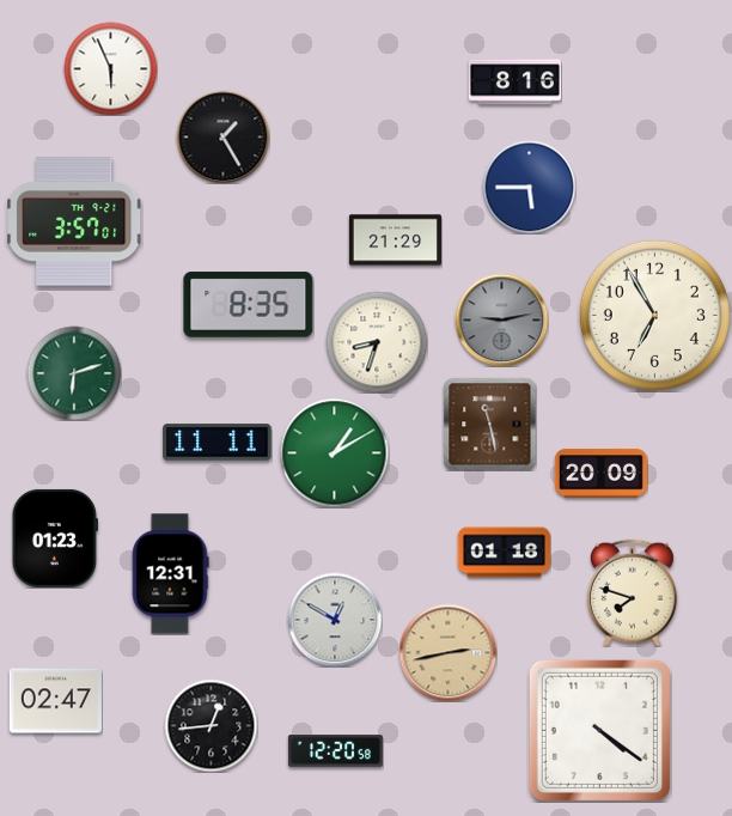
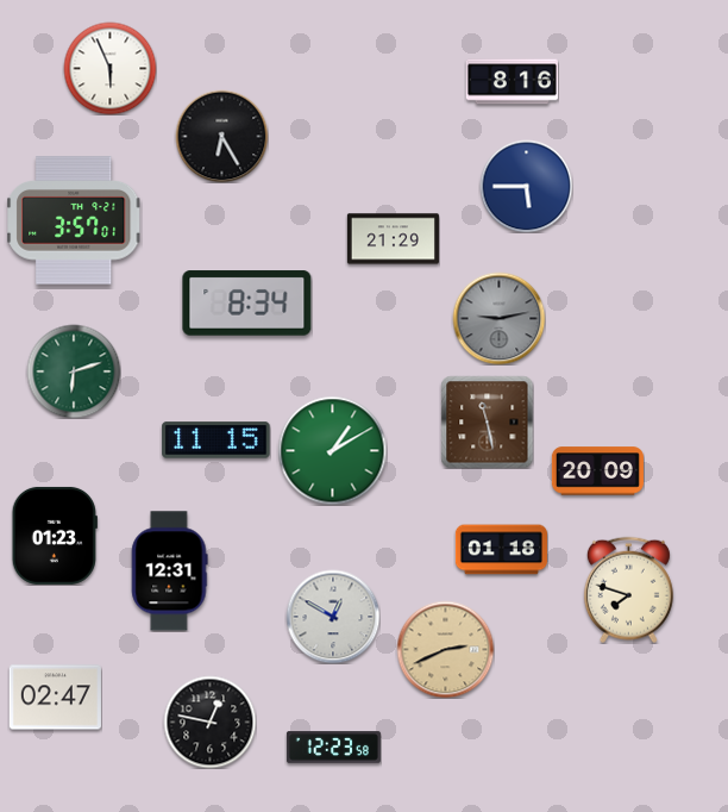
clock at (222, 136): 1:25 -> 6:25
clock at (249, 305): 8:35 -> 8:34
clock at (654, 315): 6:55 -> none
clock at (377, 342): 8:33 -> none
clock at (218, 443): 11:11 -> 11:15
clock at (447, 652): 2:43 -> 2:41
clock at (211, 725): 12:44 -> 12:47
clock at (599, 730): 4:21 -> none
clock at (335, 751): 12:20 -> 12:23
